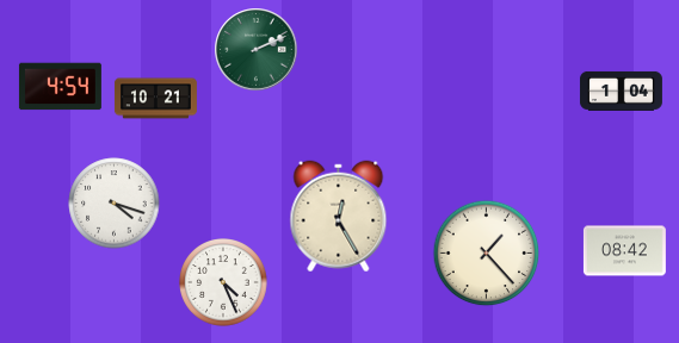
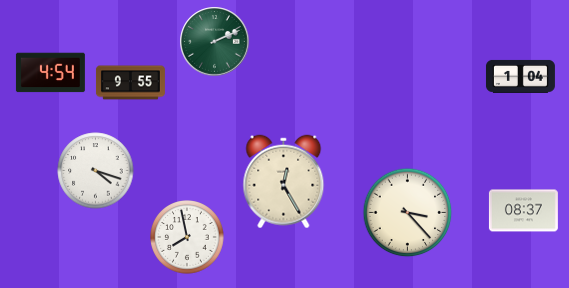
clock at (155, 99): 10:21 -> 9:55
clock at (624, 251): 08:42 -> 08:37
clock at (487, 254): 1:23 -> 3:23
clock at (223, 282): 4:26 -> 7:58
